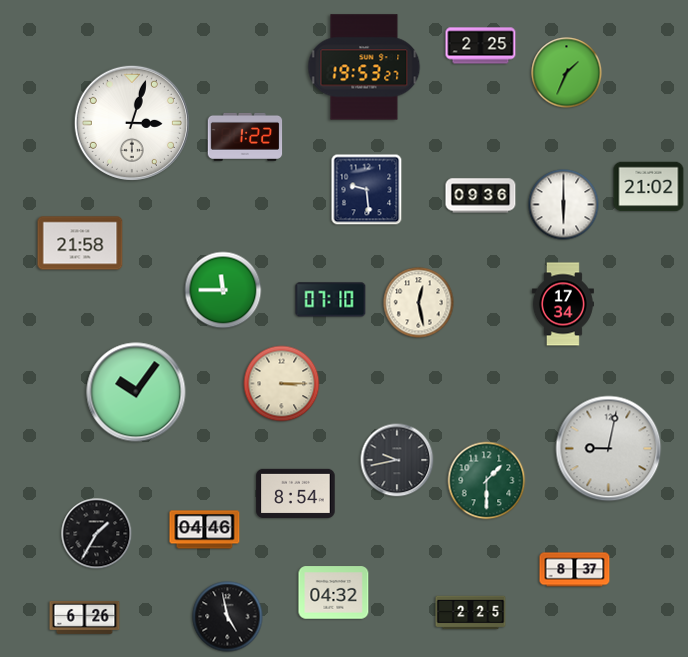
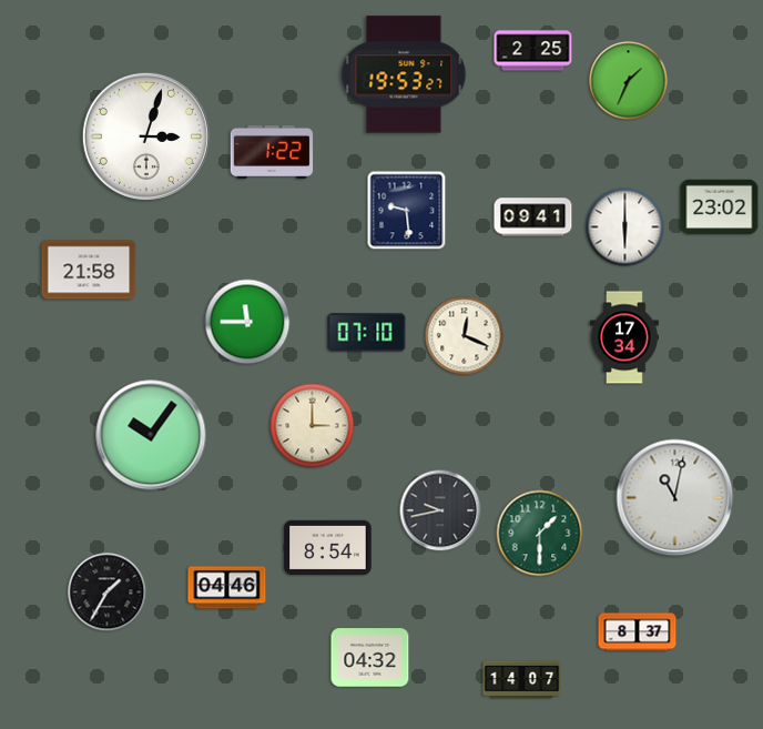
clock at (649, 187): 21:02 -> 23:02
clock at (481, 196): 09:36 -> 09:41
clock at (419, 303): 12:28 -> 12:19
clock at (282, 384): 3:15 -> 3:00
clock at (609, 449): 9:02 -> 11:02
clock at (471, 613): 2:25 -> 14:07
clock at (85, 617): 6:26 -> none
clock at (228, 617): 4:58 -> none
